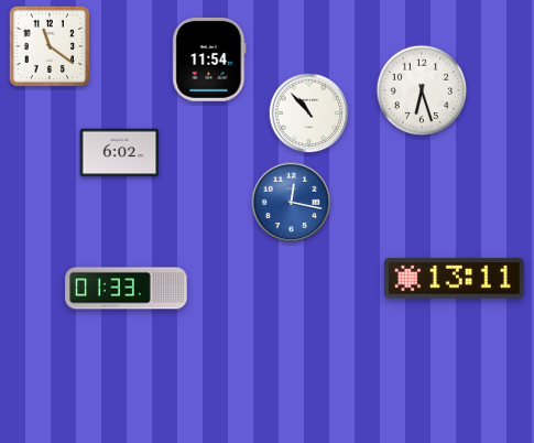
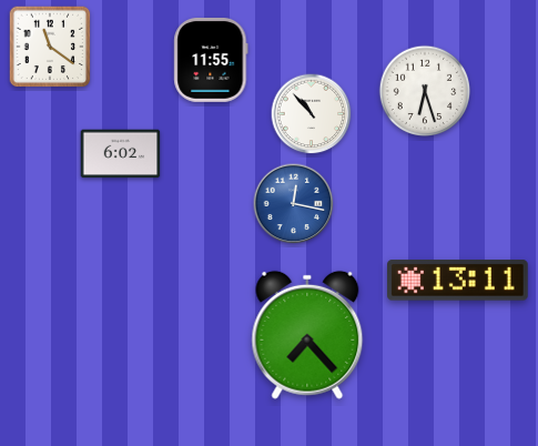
clock at (209, 60): 11:54 -> 11:55
clock at (127, 289): 01:33 -> none
clock at (307, 335): none -> 7:23
